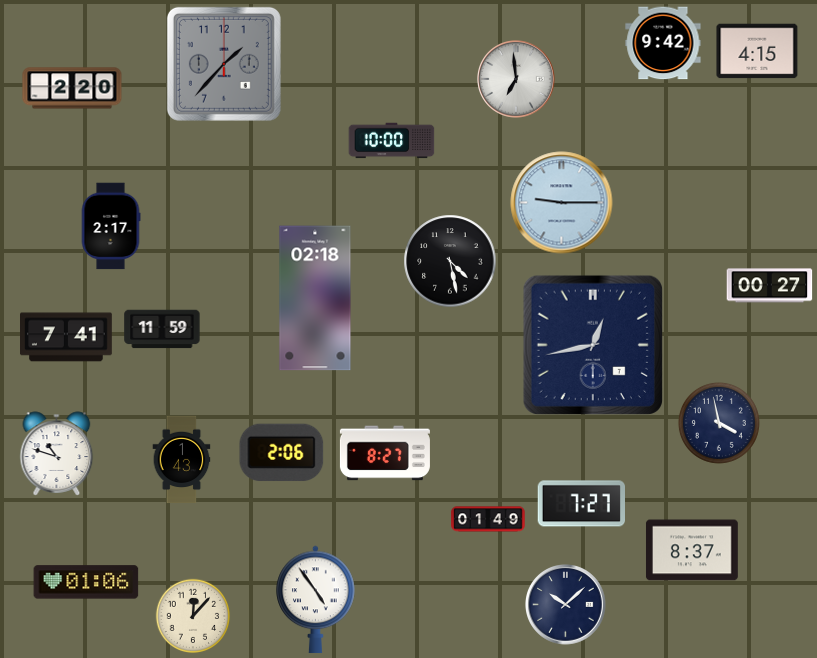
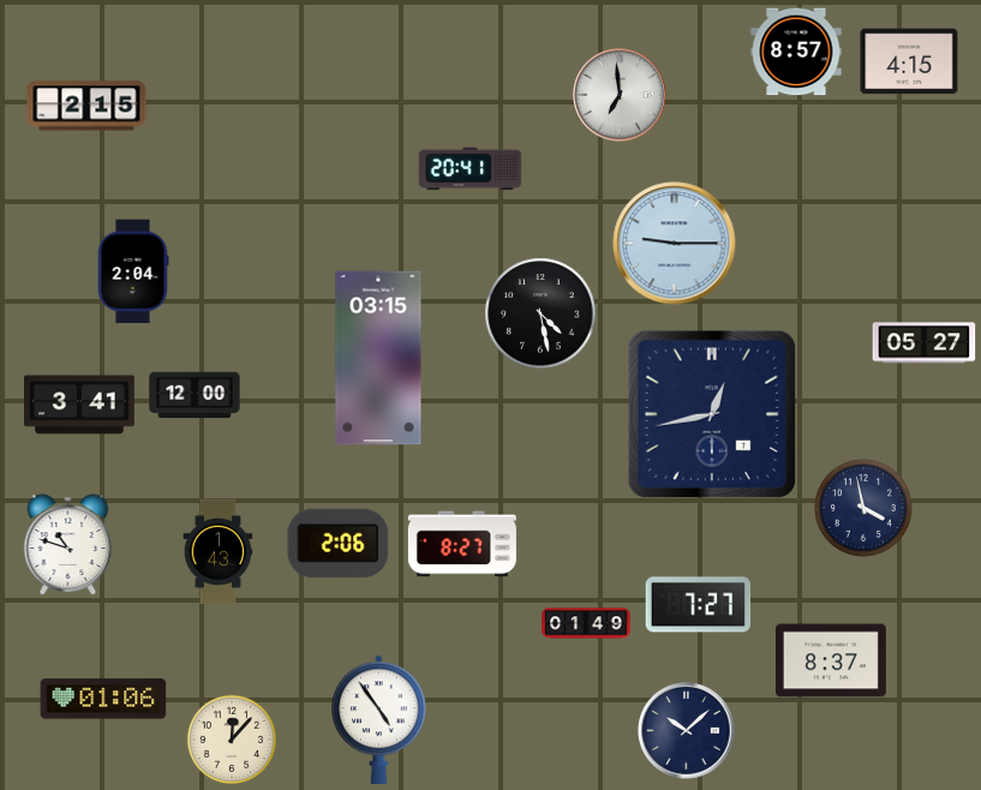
clock at (663, 43): 9:42 -> 8:57
clock at (224, 64): 1:37 -> none
clock at (72, 88): 2:20 -> 2:15
clock at (392, 141): 10:00 -> 20:41
clock at (111, 226): 2:17 -> 2:04
clock at (770, 286): 00:27 -> 05:27
clock at (315, 298): 02:18 -> 03:15
clock at (162, 329): 11:59 -> 12:00
clock at (67, 337): 7:41 -> 3:41
clock at (566, 605) position: (566, 605) -> (687, 731)
